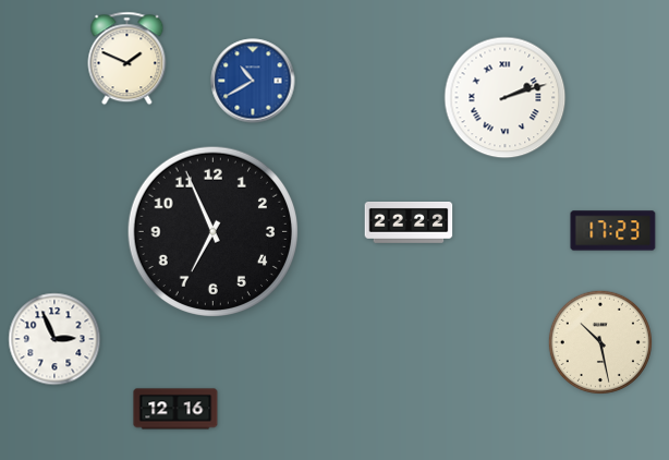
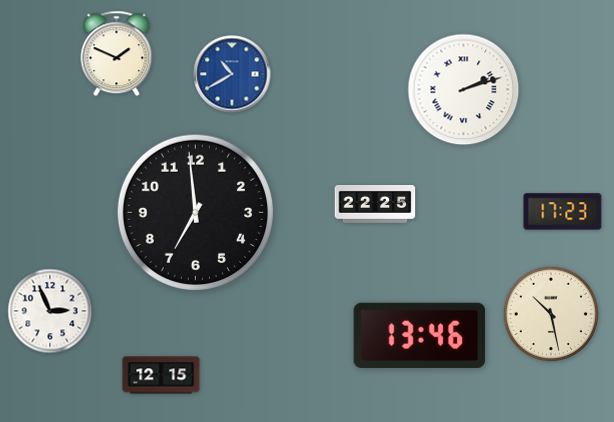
clock at (409, 223): 22:22 -> 22:25
clock at (212, 231): 6:56 -> 6:59
clock at (420, 335): none -> 13:46
clock at (175, 409): 12:16 -> 12:15
